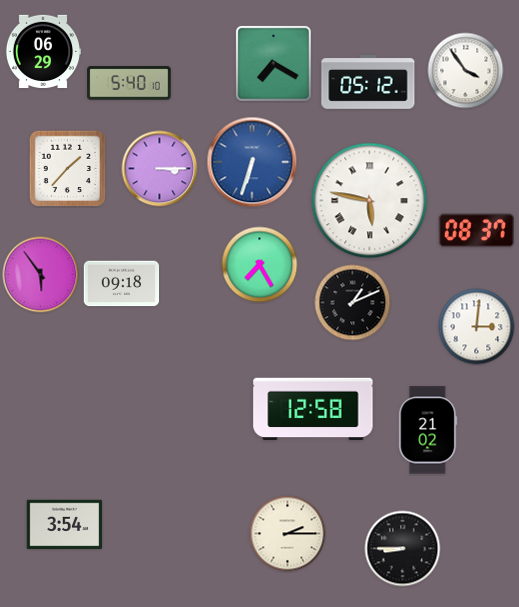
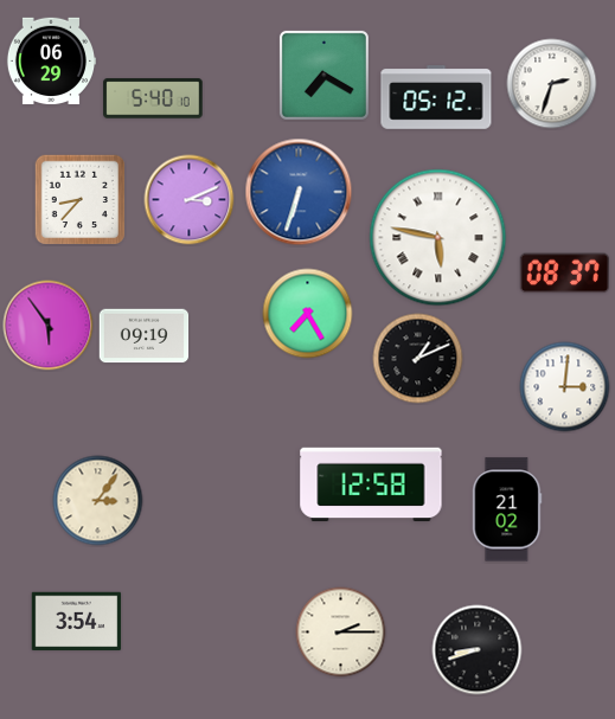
clock at (466, 71): 3:54 -> 2:33
clock at (67, 168): 1:37 -> 8:37
clock at (160, 169): 3:15 -> 3:11
clock at (122, 284): 09:18 -> 09:19
clock at (98, 501): none -> 3:06
clock at (403, 549): 8:45 -> 8:42
